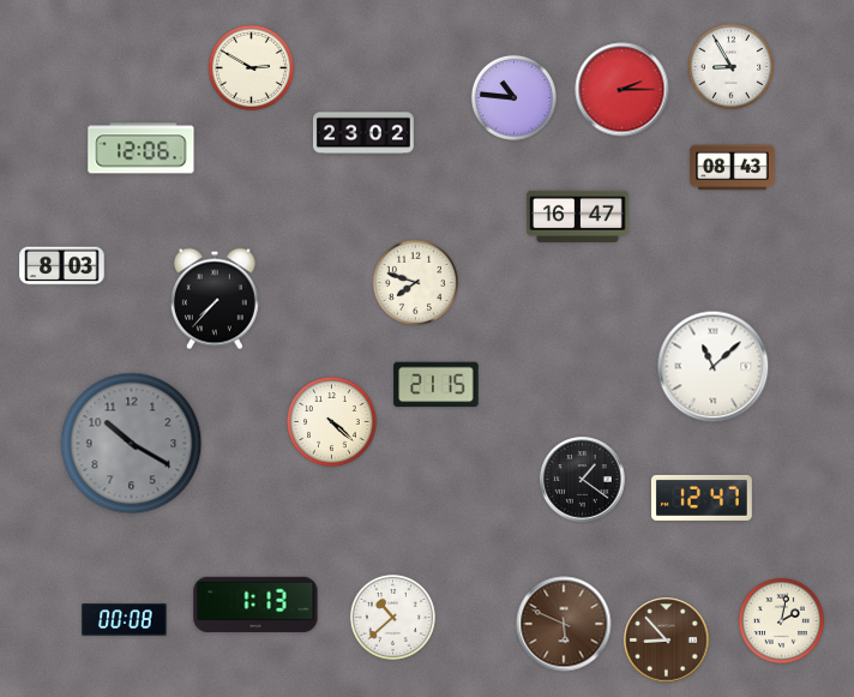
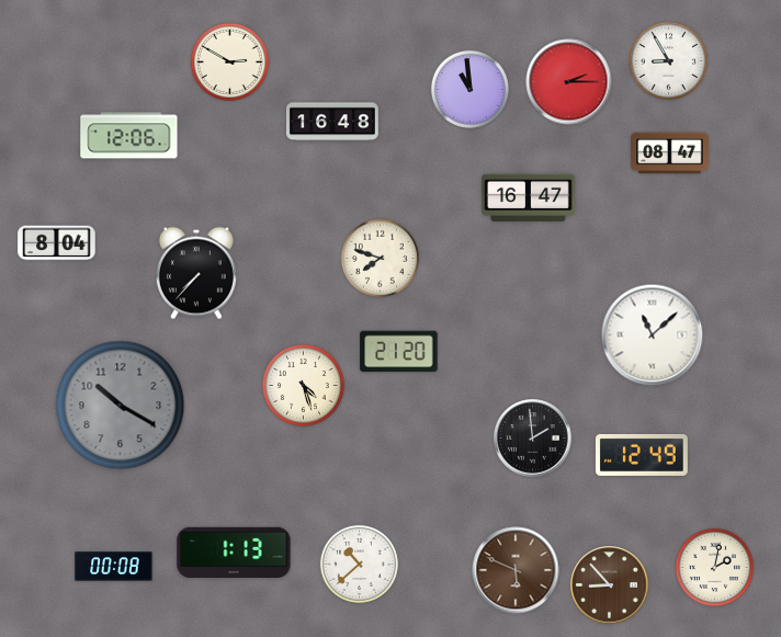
clock at (513, 97): 10:46 -> 10:59
clock at (363, 133): 23:02 -> 16:48
clock at (733, 168): 08:43 -> 08:47
clock at (62, 266): 8:03 -> 8:04
clock at (437, 385): 21:15 -> 21:20
clock at (332, 422): 4:22 -> 4:27
clock at (583, 480): 1:21 -> 1:59
clock at (702, 498): 12:47 -> 12:49
